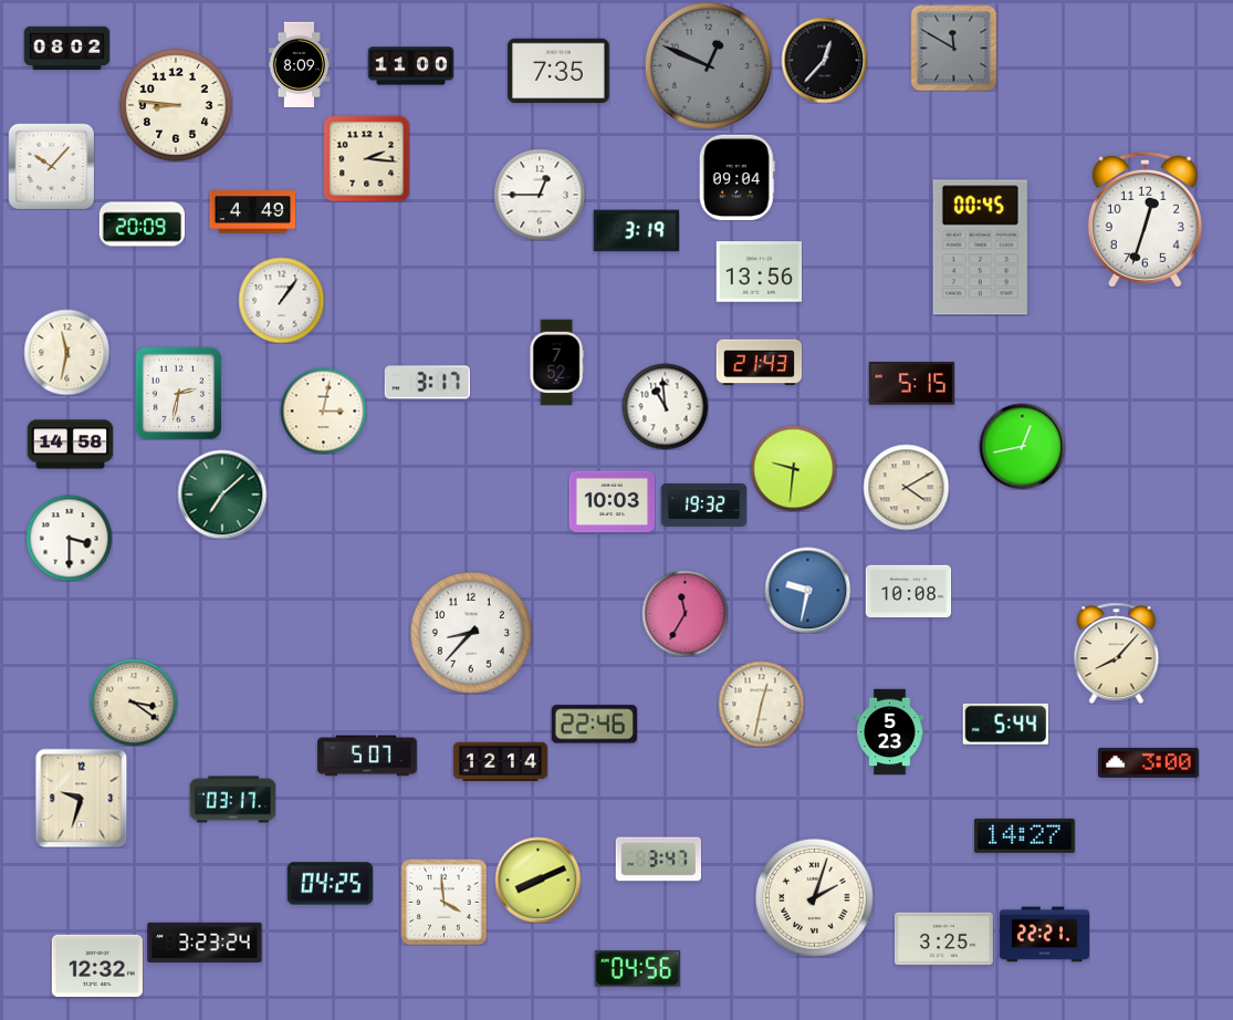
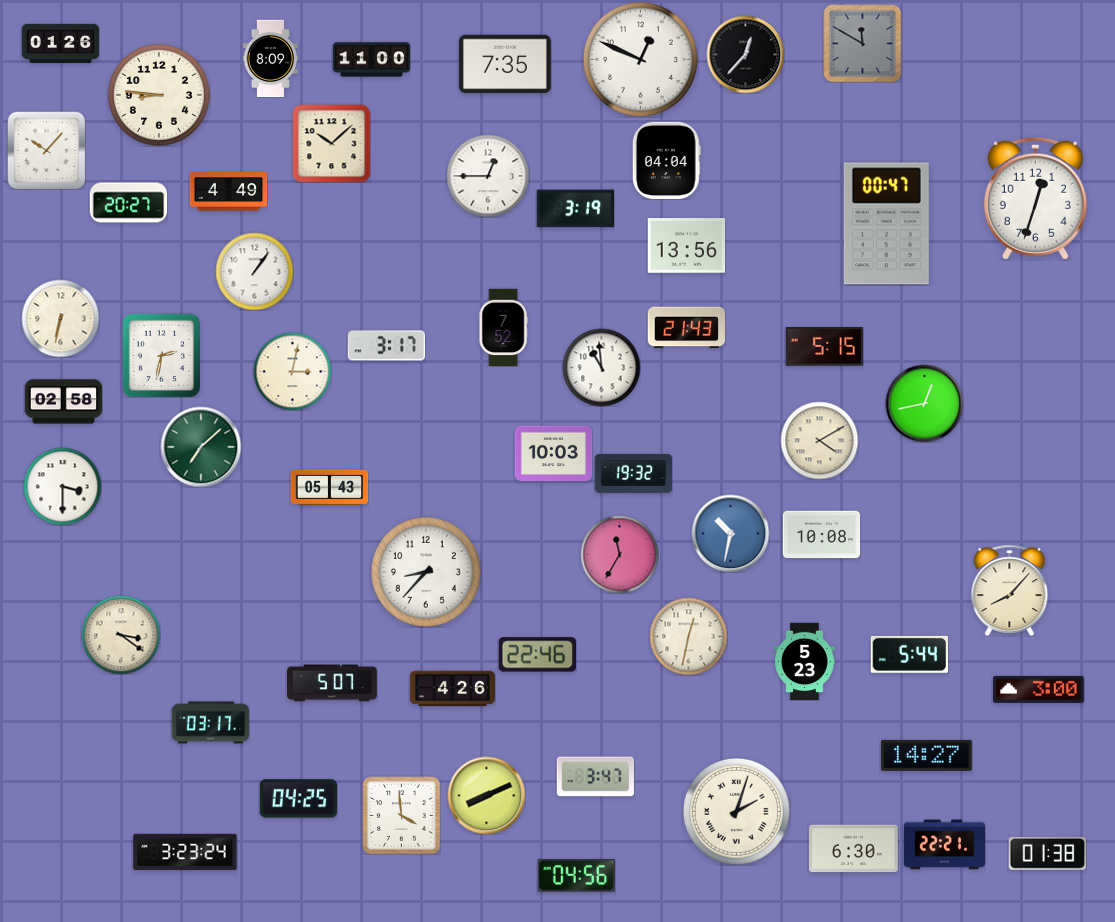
clock at (66, 49): 08:02 -> 01:26
clock at (708, 65) dial: grey -> white
clock at (366, 158): 2:16 -> 10:08
clock at (736, 177): 09:04 -> 04:04
clock at (142, 225): 20:09 -> 20:27
clock at (980, 248): 00:45 -> 00:47
clock at (66, 352): 11:32 -> 6:32
clock at (70, 445): 14:58 -> 02:58
clock at (793, 468): 9:31 -> none
clock at (703, 504) position: (703, 504) -> (633, 473)
clock at (329, 487): none -> 05:43
clock at (807, 590): 9:32 -> 10:32
clock at (500, 762): 12:14 -> 4:26
clock at (82, 798): 9:33 -> none
clock at (943, 939): 3:25 -> 6:30
clock at (1047, 853): none -> 01:38
clock at (97, 965): 12:32 -> none
